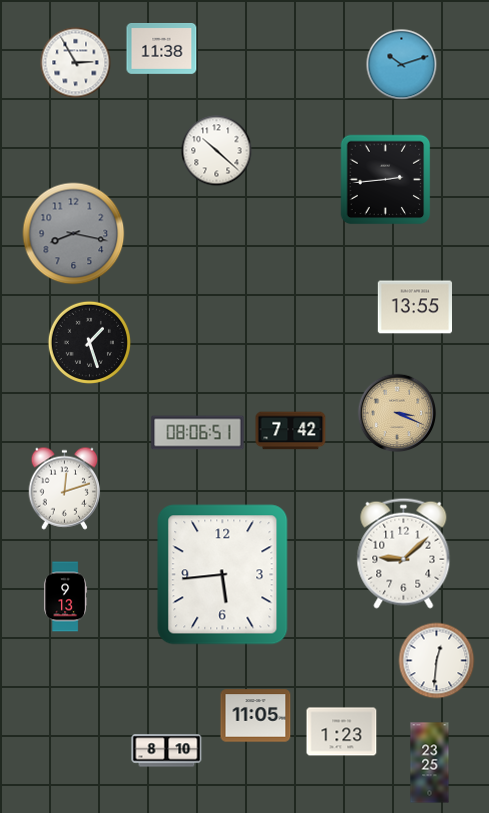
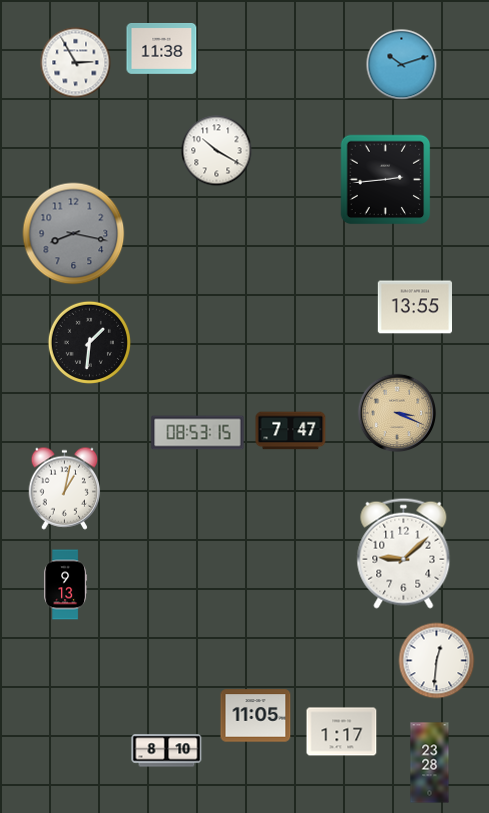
clock at (217, 151): 10:22 -> 10:20
clock at (89, 342): 1:27 -> 1:31
clock at (291, 431): 7:42 -> 7:47
clock at (198, 433): 08:06 -> 08:53
clock at (65, 488): 12:12 -> 1:02
clock at (223, 575): 5:44 -> none
clock at (66, 597) position: (66, 597) -> (66, 585)
clock at (342, 732): 1:23 -> 1:17
clock at (430, 763): 23:25 -> 23:28
